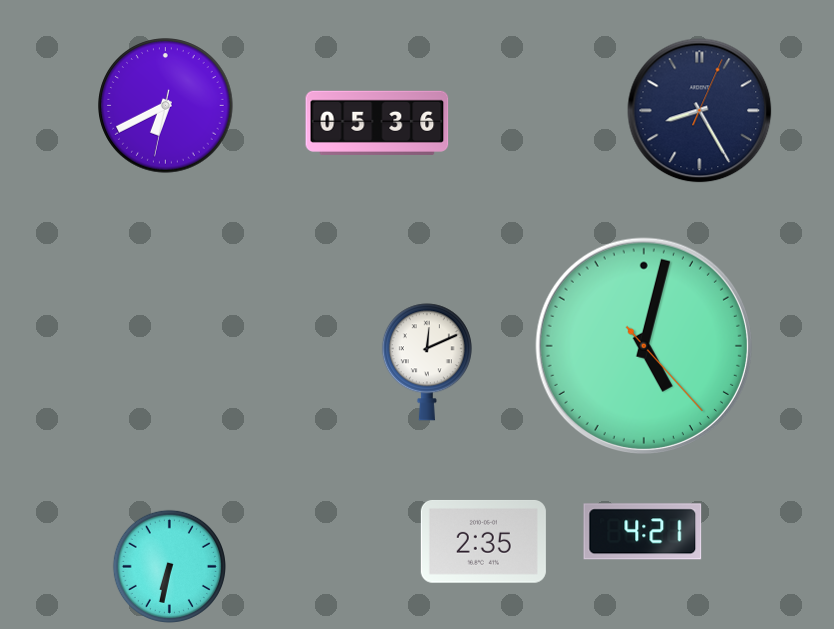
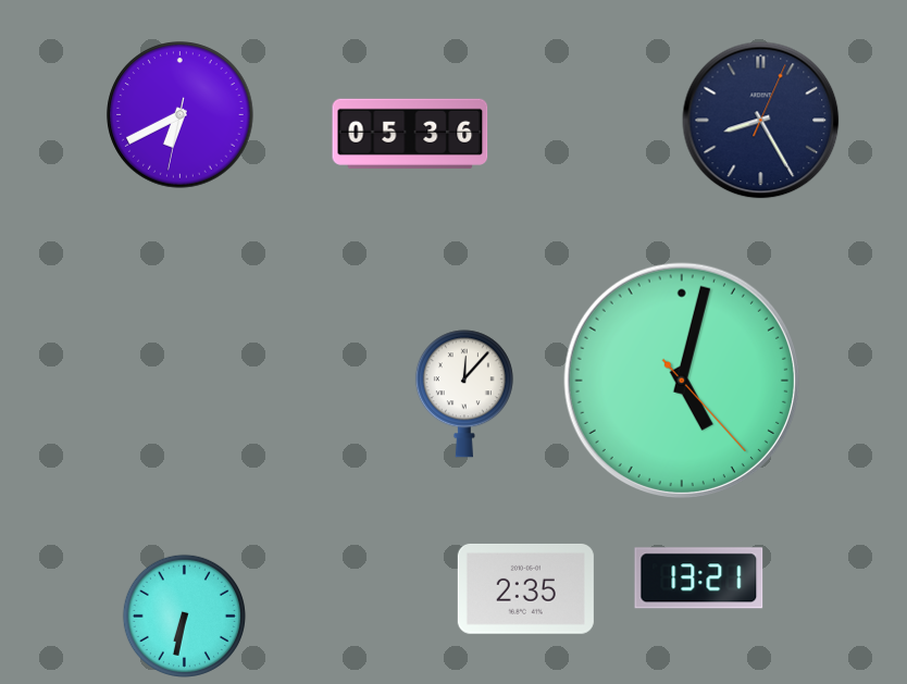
clock at (644, 346) position: (644, 346) -> (682, 381)
clock at (427, 362): 12:11 -> 12:07
clock at (643, 532): 4:21 -> 13:21
